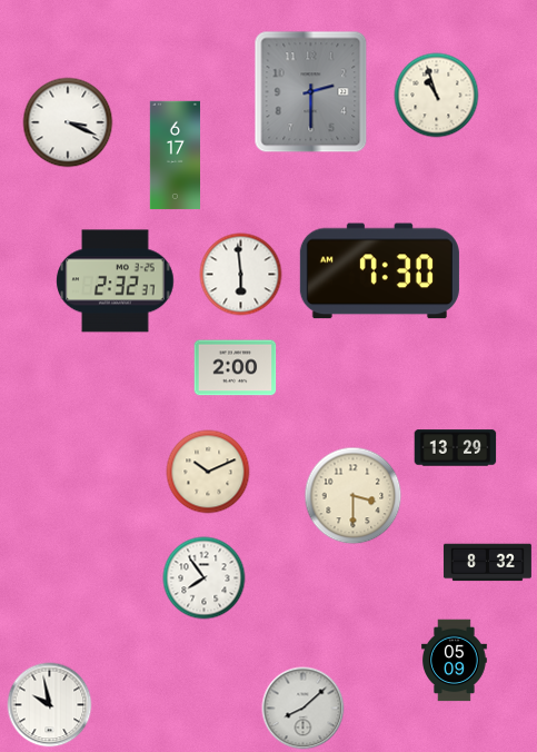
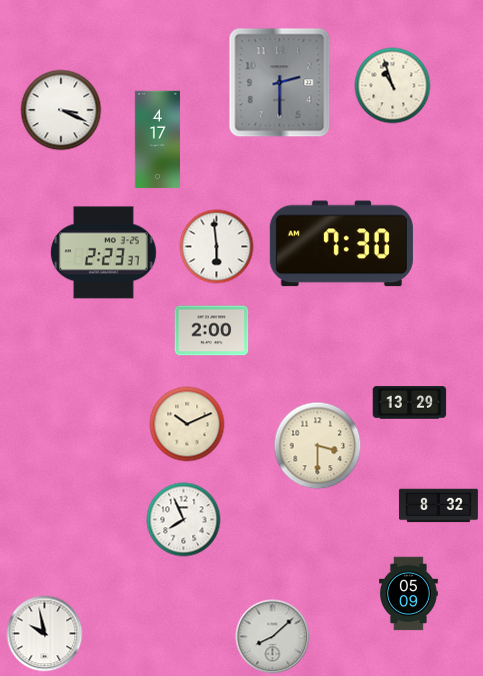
clock at (175, 156): 6:17 -> 4:17
clock at (116, 281): 2:32 -> 2:23
clock at (205, 578): 7:54 -> 7:56
